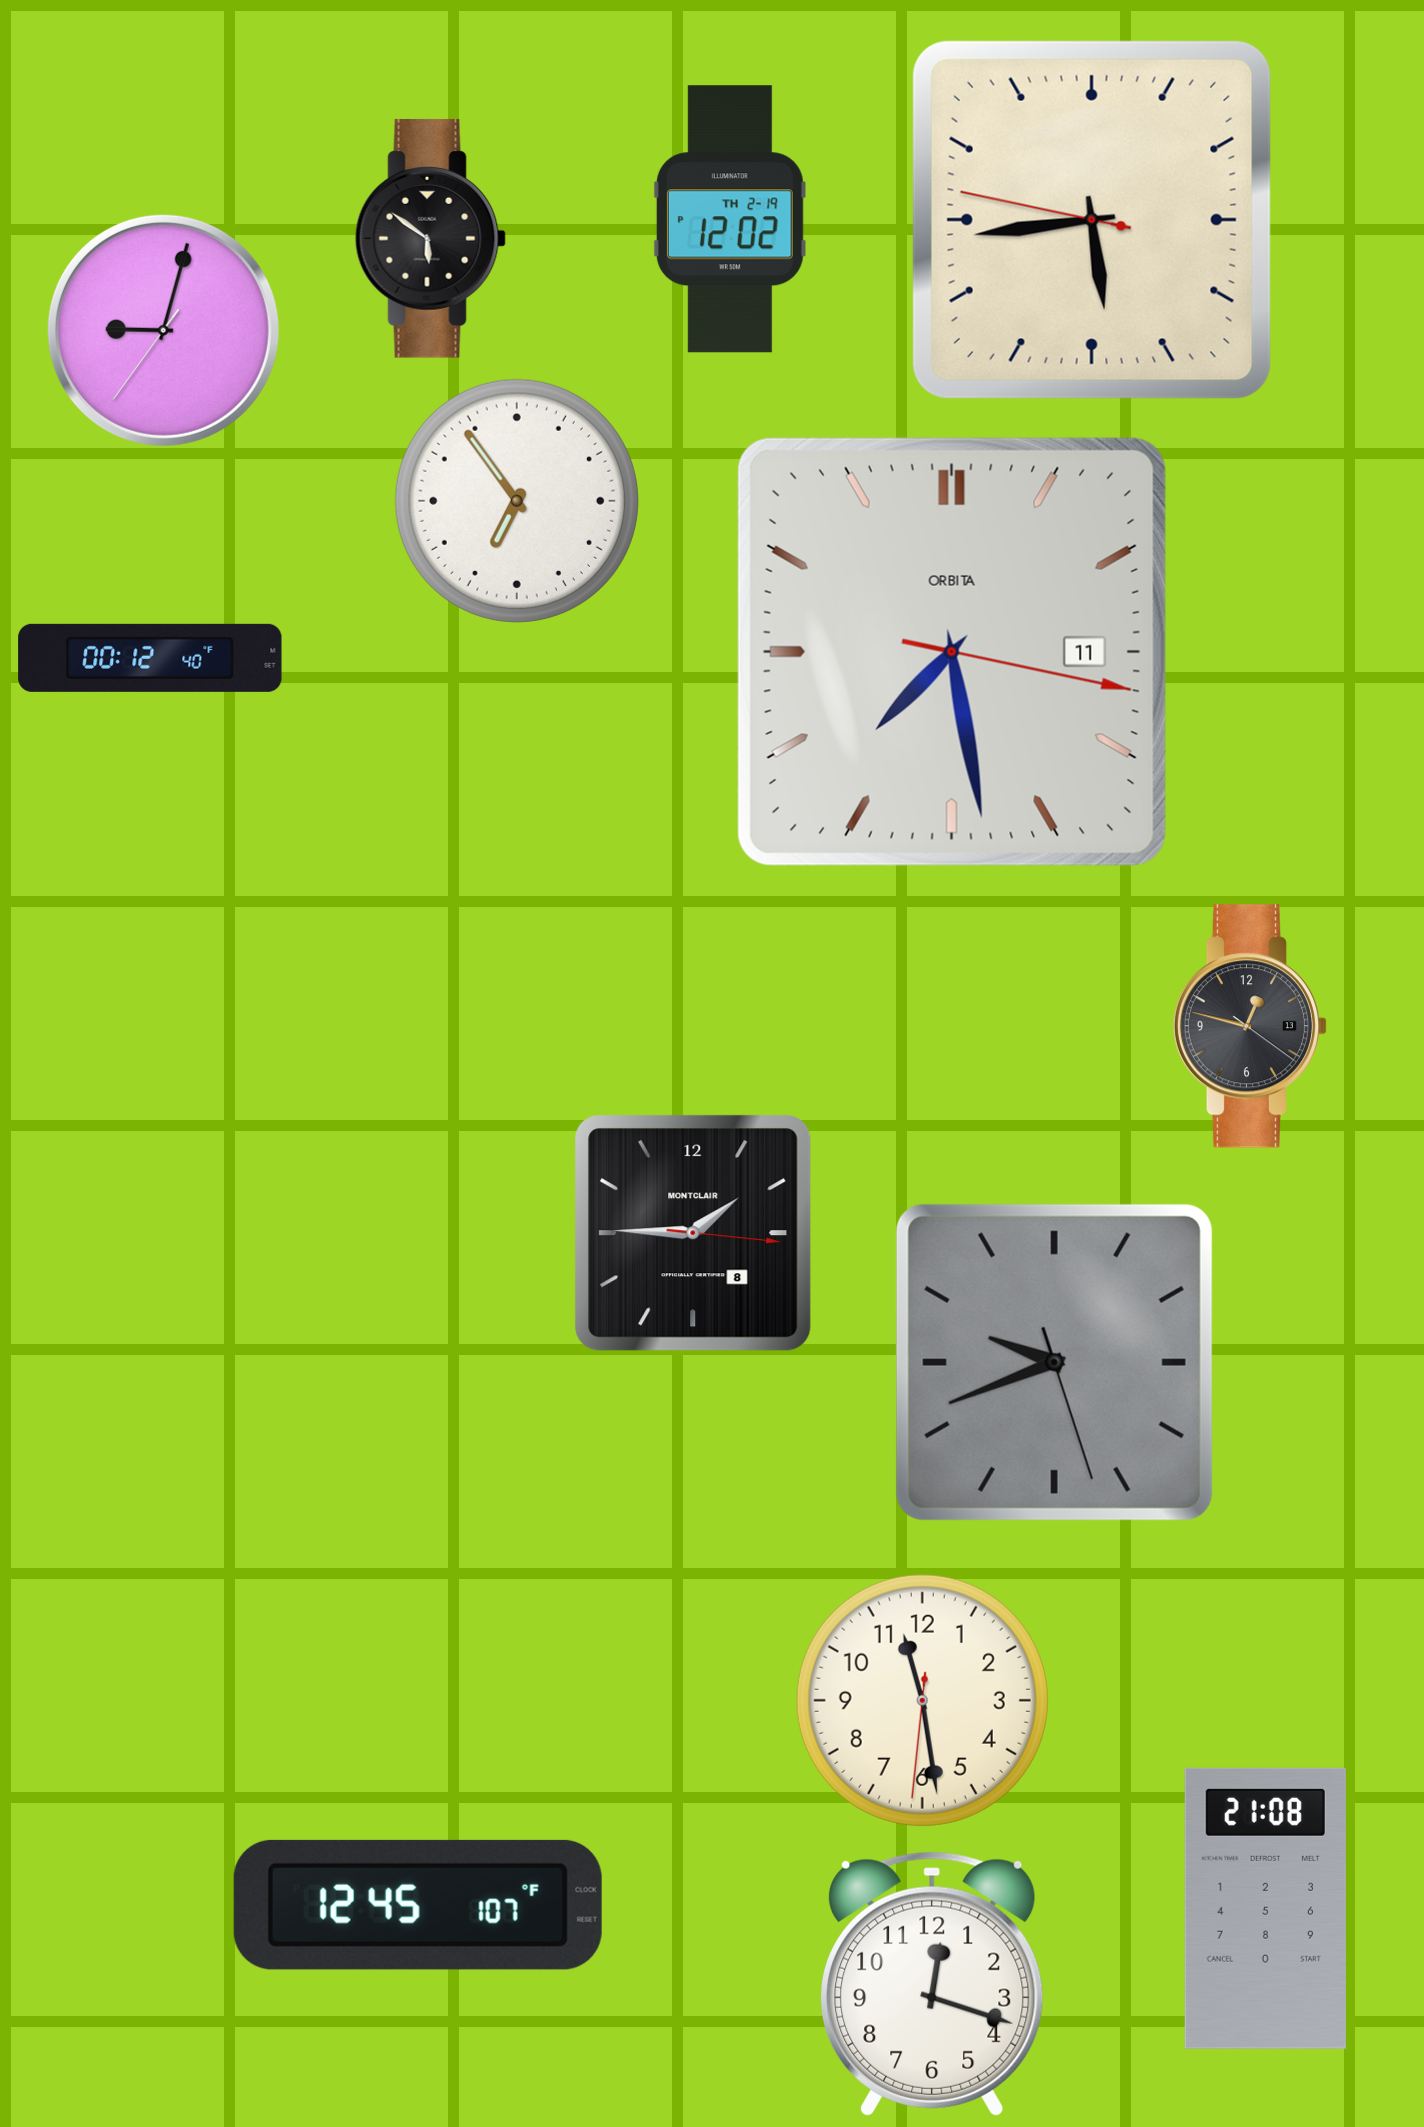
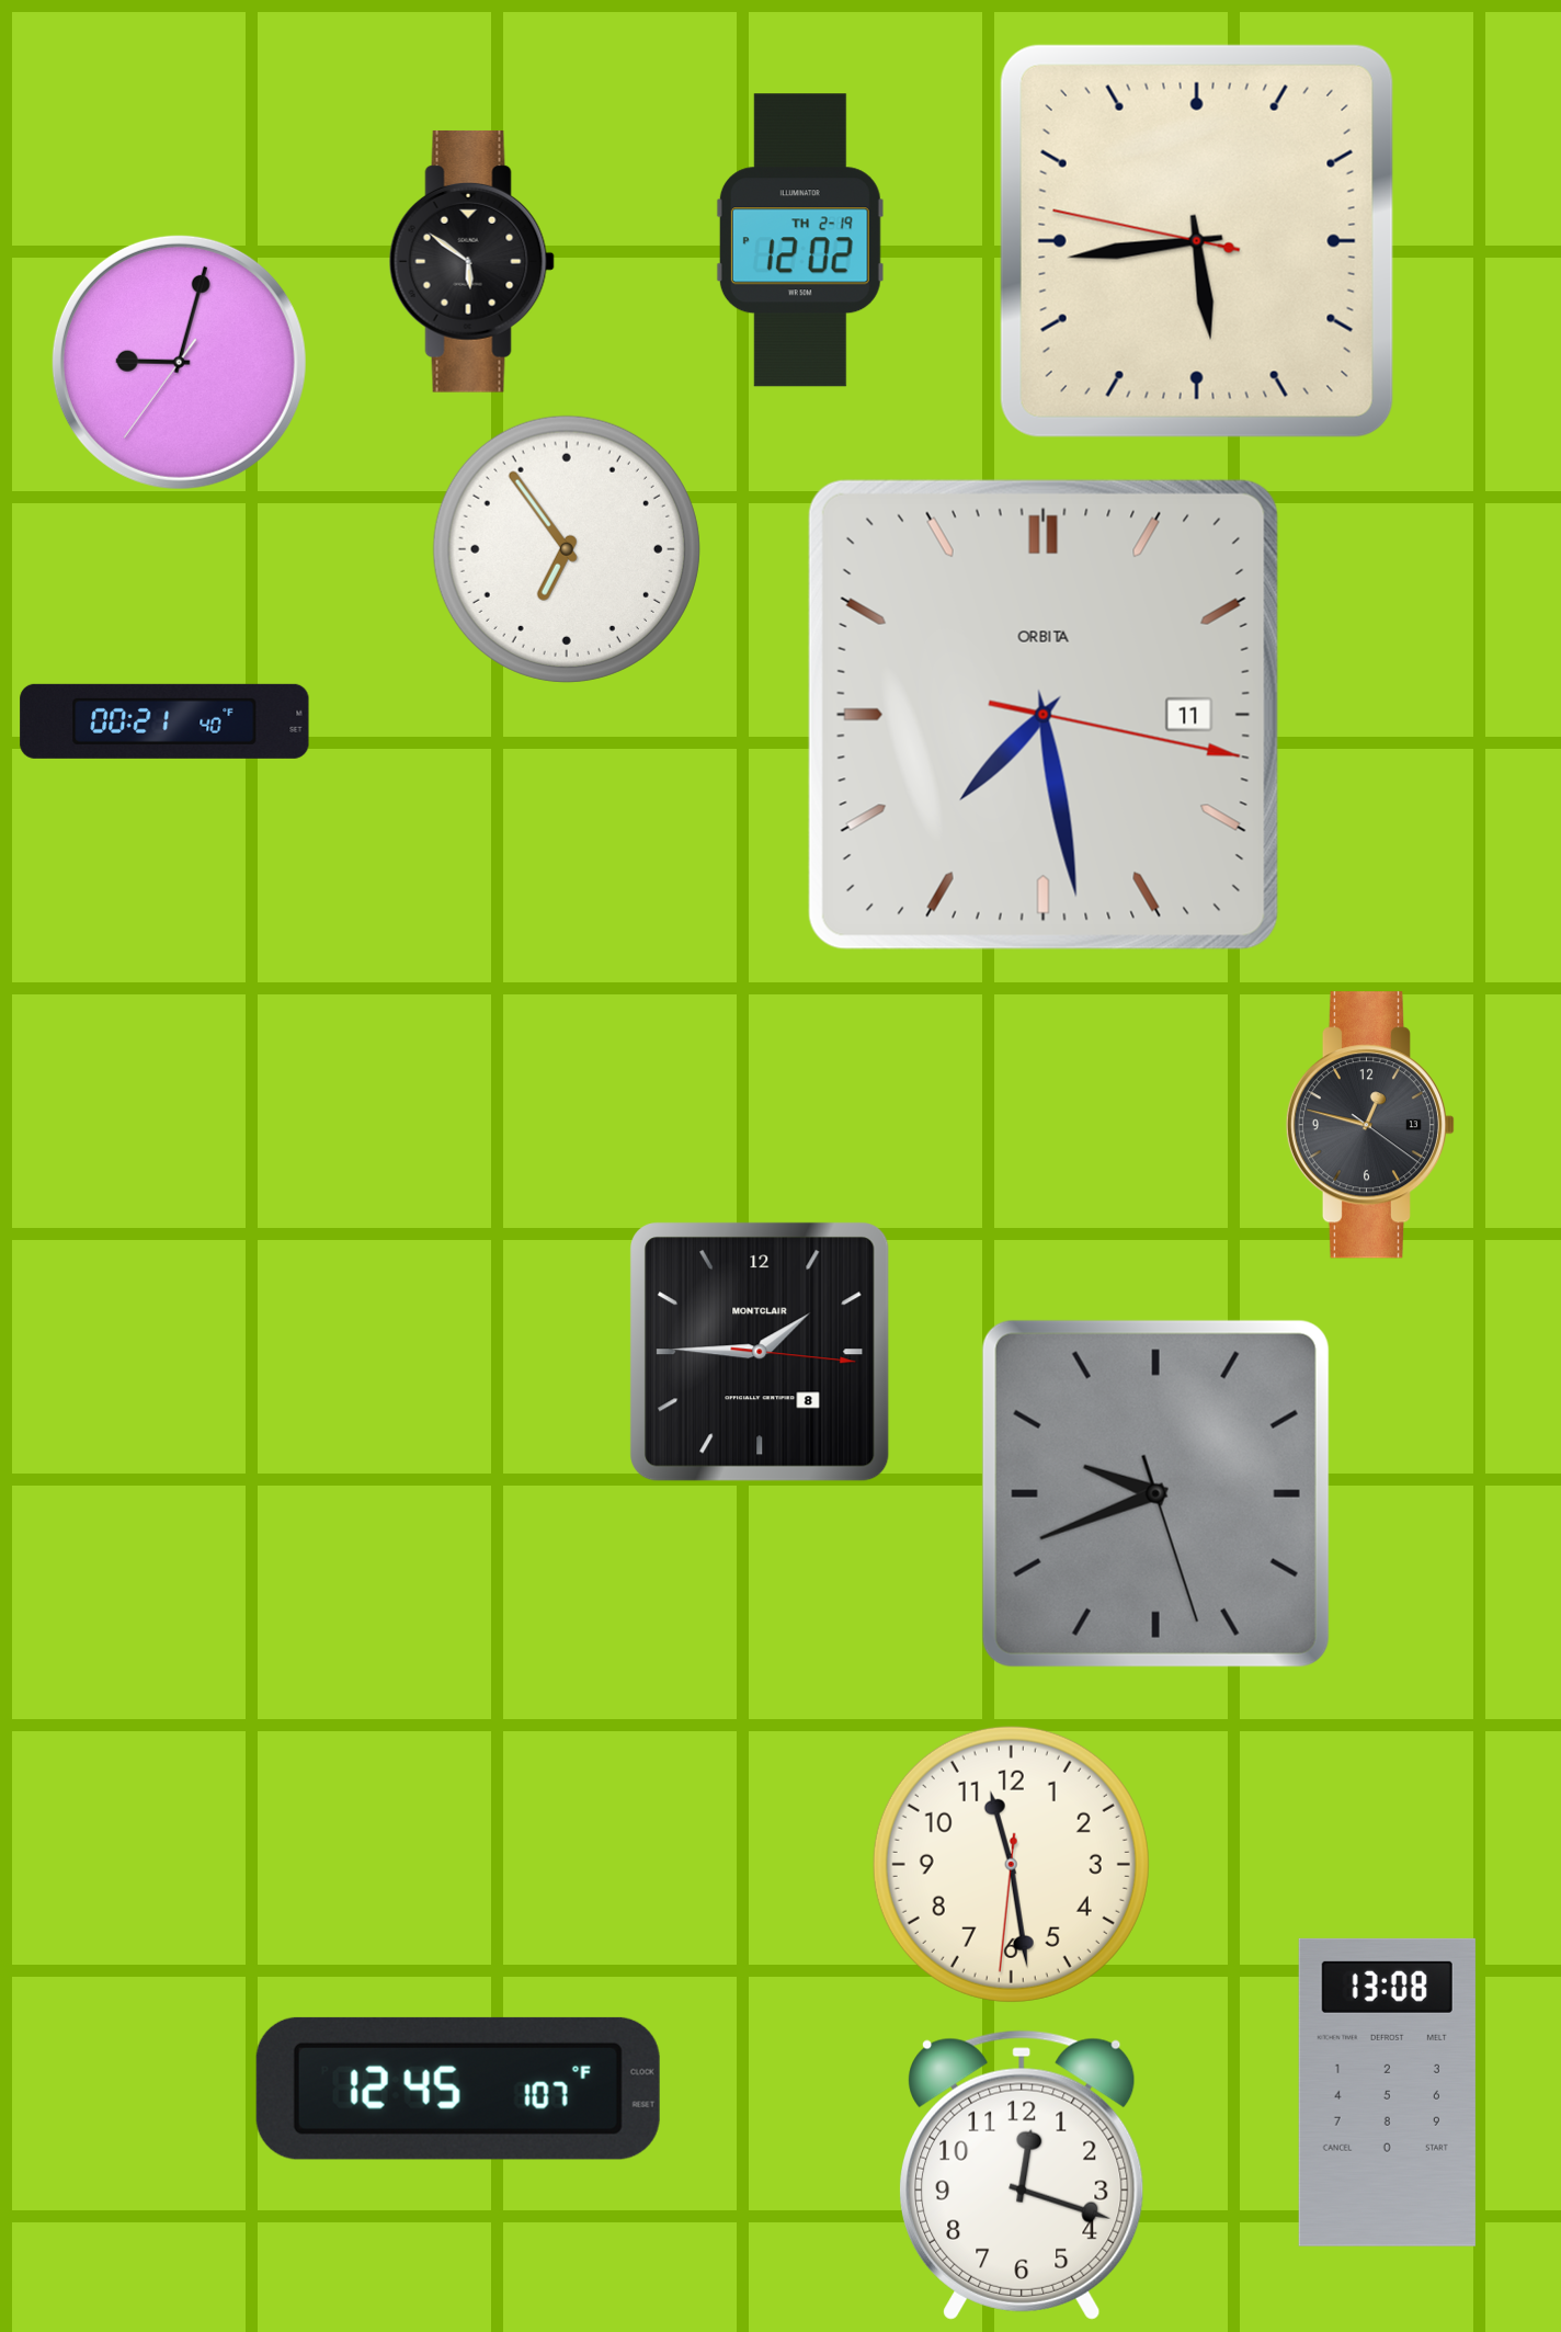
clock at (150, 658): 00:12 -> 00:21
clock at (1265, 1908): 21:08 -> 13:08
